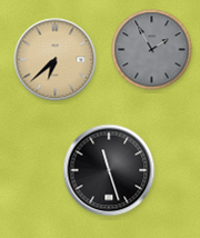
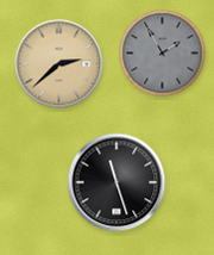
clock at (56, 60): 6:38 -> 2:38
